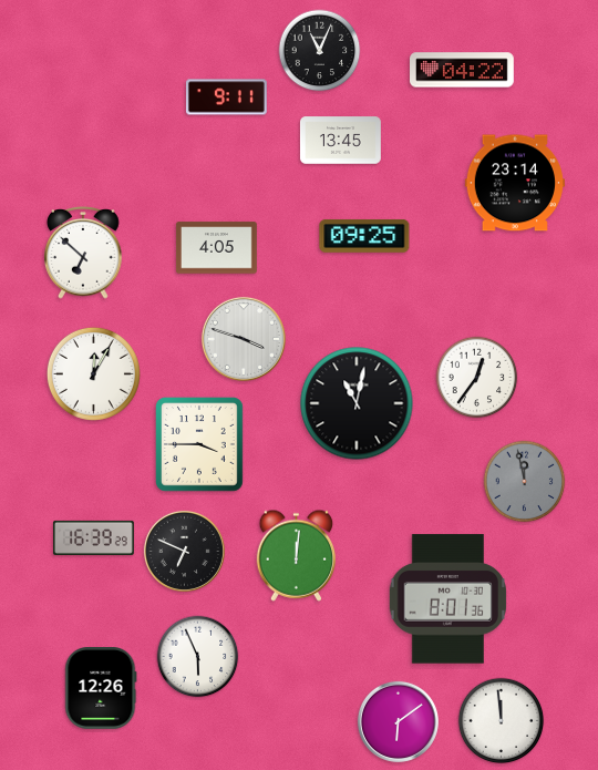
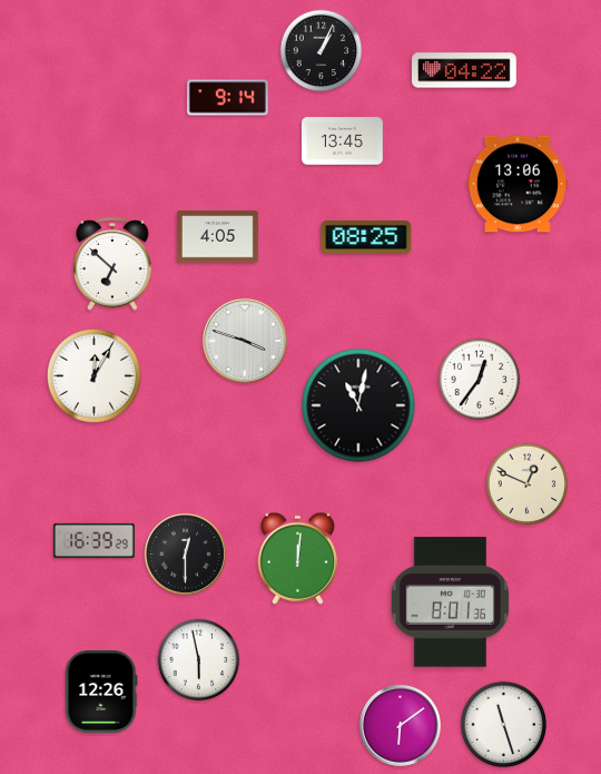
clock at (320, 51): 11:04 -> 1:04
clock at (226, 97): 9:11 -> 9:14
clock at (515, 183): 23:14 -> 13:06
clock at (364, 236): 09:25 -> 08:25
clock at (216, 248) position: (216, 248) -> (217, 237)
clock at (83, 254) position: (83, 254) -> (112, 265)
clock at (200, 445): 3:45 -> none
clock at (525, 482): 11:58 -> 12:49
clock at (525, 482) dial: grey -> cream
clock at (184, 551): 6:49 -> 12:30
clock at (198, 657): 5:56 -> 5:58
clock at (502, 721): 11:59 -> 11:27
